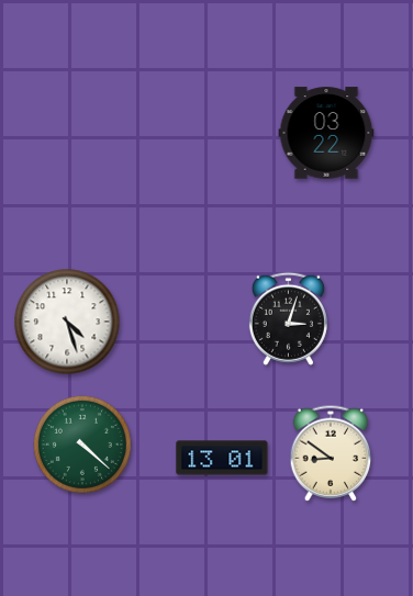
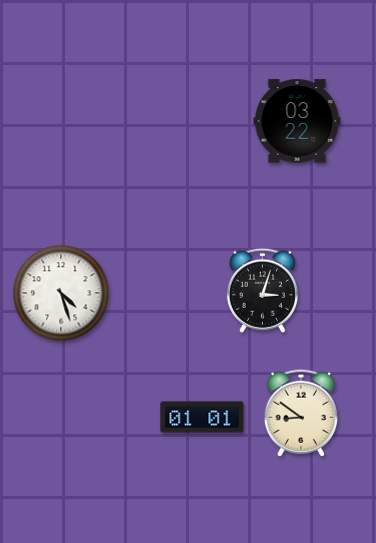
clock at (82, 445): 4:22 -> none
clock at (222, 458): 13:01 -> 01:01
